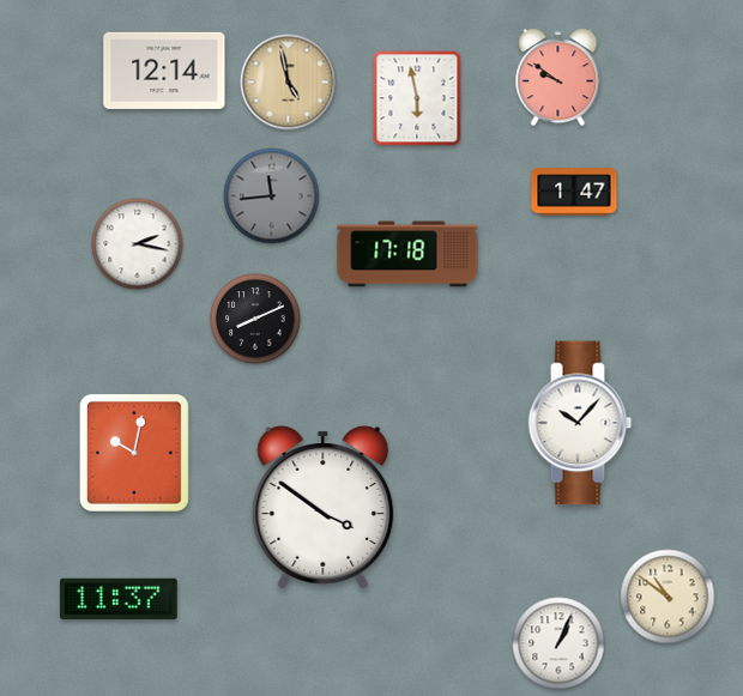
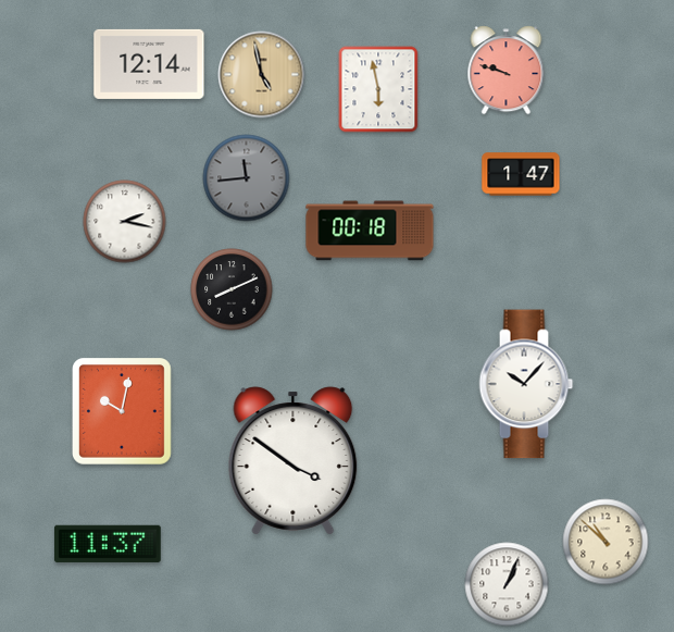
clock at (558, 78): 9:51 -> 9:48
clock at (407, 254): 17:18 -> 00:18
clock at (668, 597): 10:51 -> 10:52
